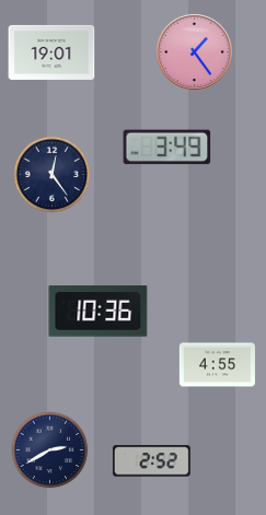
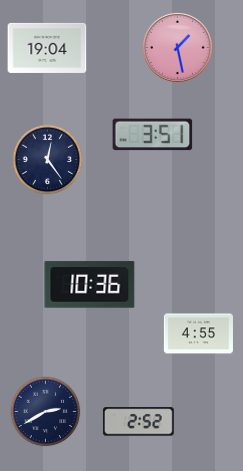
clock at (194, 51): 1:24 -> 1:28
clock at (51, 52): 19:01 -> 19:04
clock at (167, 148): 3:49 -> 3:51
